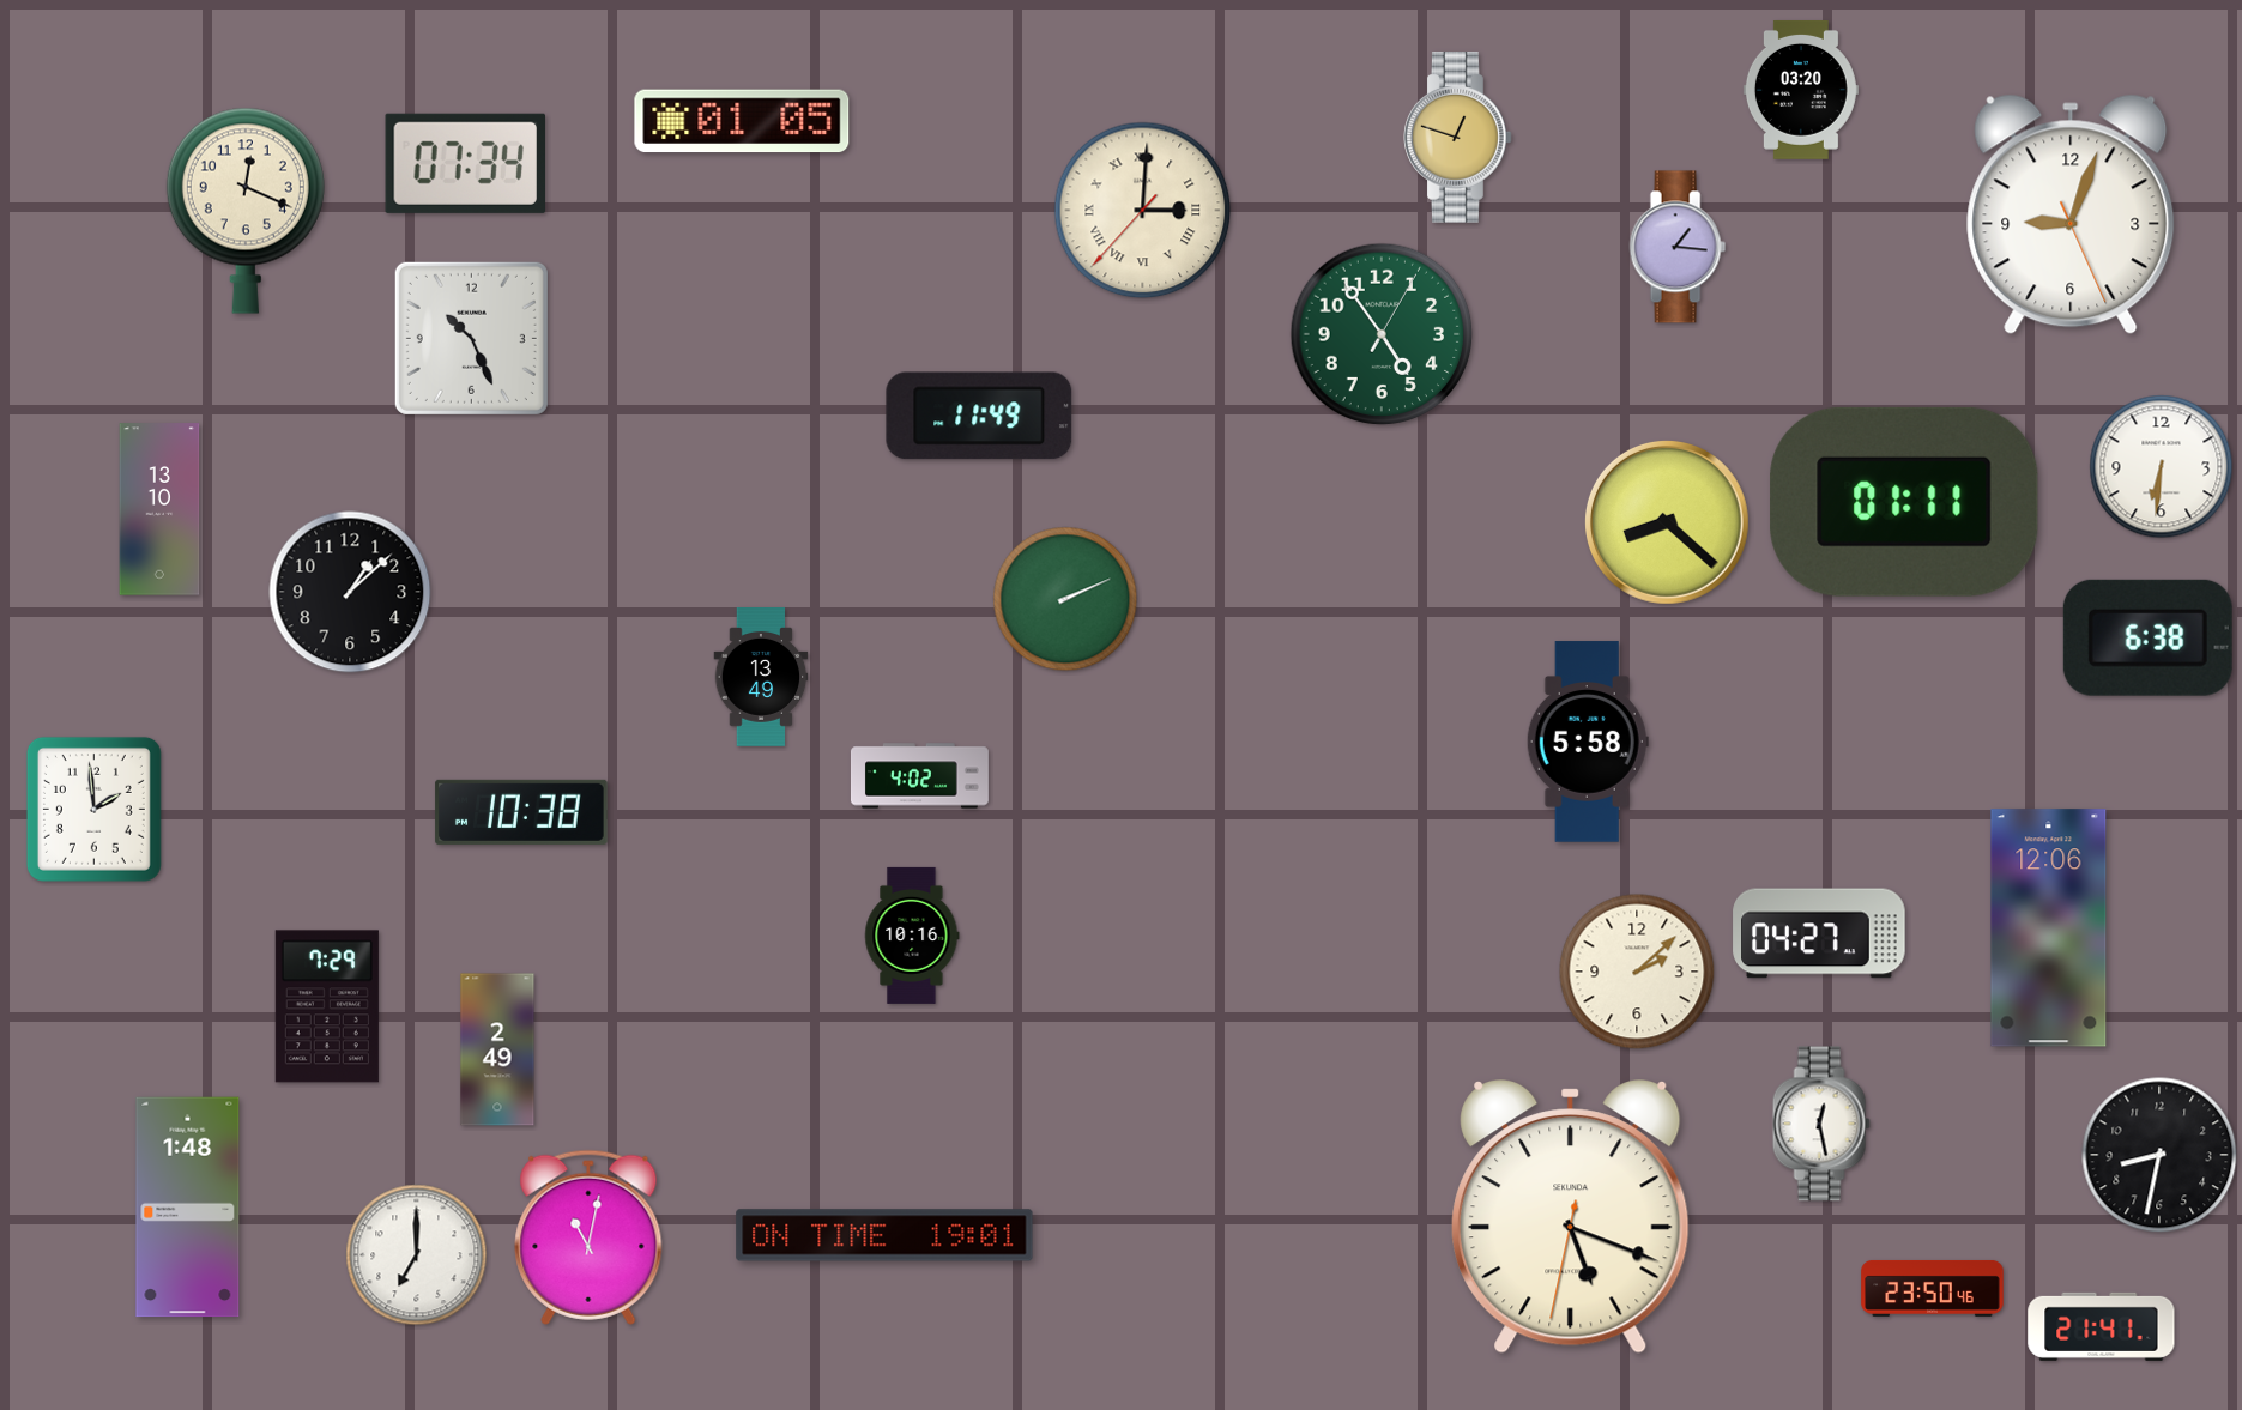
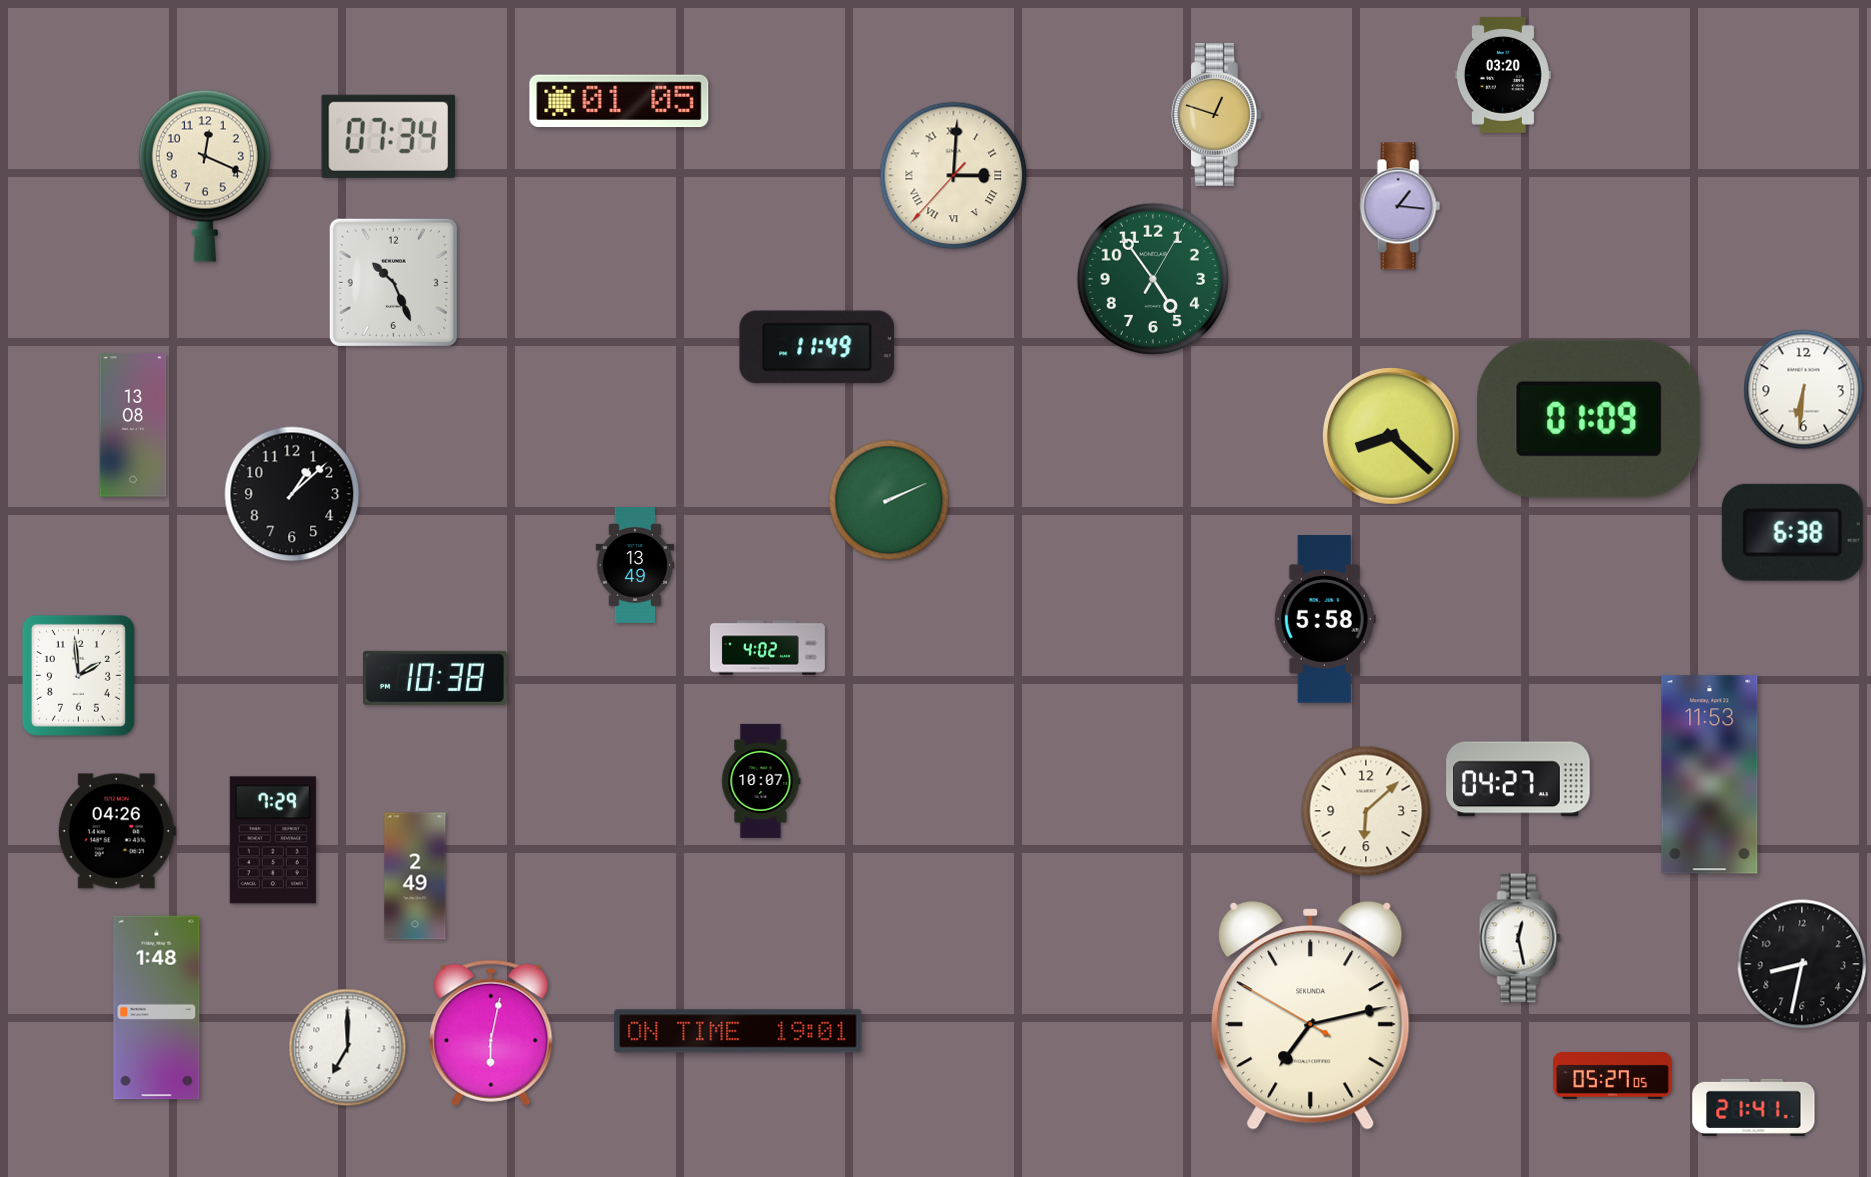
clock at (2071, 214): 9:03 -> none
clock at (1904, 502): 01:11 -> 01:09
clock at (159, 509): 13:10 -> 13:08
clock at (2049, 928): 12:06 -> 11:53
clock at (912, 936): 10:16 -> 10:07
clock at (1637, 972): 2:08 -> 6:08
clock at (117, 831): none -> 04:26
clock at (1571, 1217): 5:18 -> 7:12
clock at (588, 1237): 11:02 -> 6:02
clock at (1933, 1288): 23:50 -> 05:27
